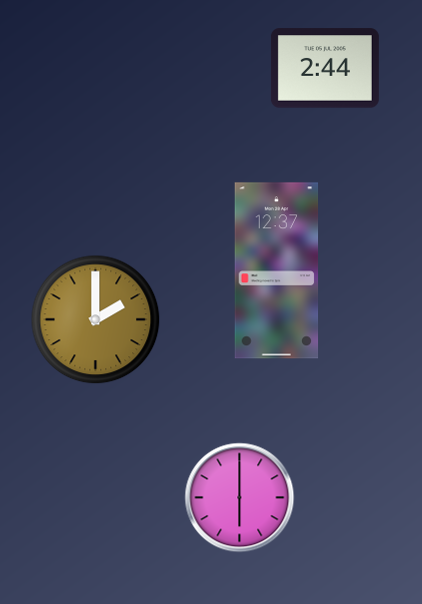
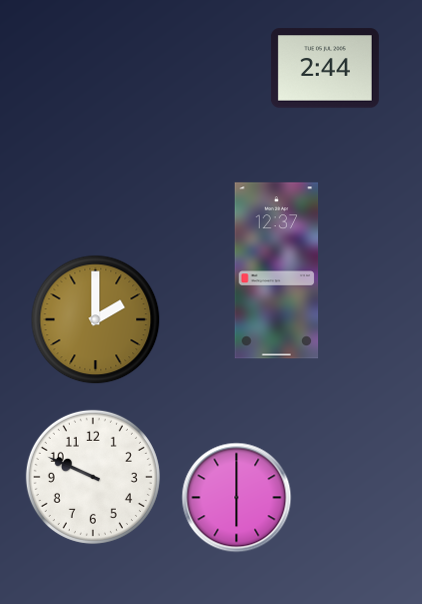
clock at (93, 477): none -> 9:49
clock at (240, 498) position: (240, 498) -> (237, 498)
